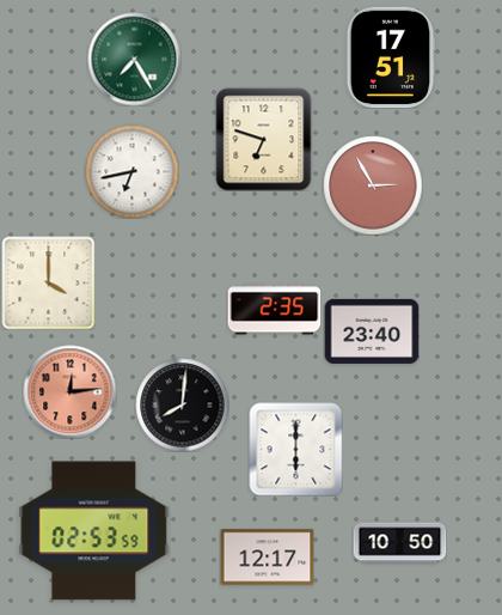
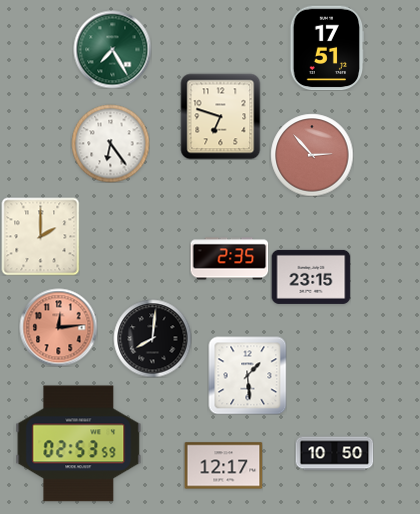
clock at (131, 171): 6:43 -> 6:24
clock at (373, 185): 2:55 -> 2:53
clock at (48, 282): 4:00 -> 2:00
clock at (372, 331): 23:40 -> 23:15
clock at (295, 449): 6:00 -> 1:29
